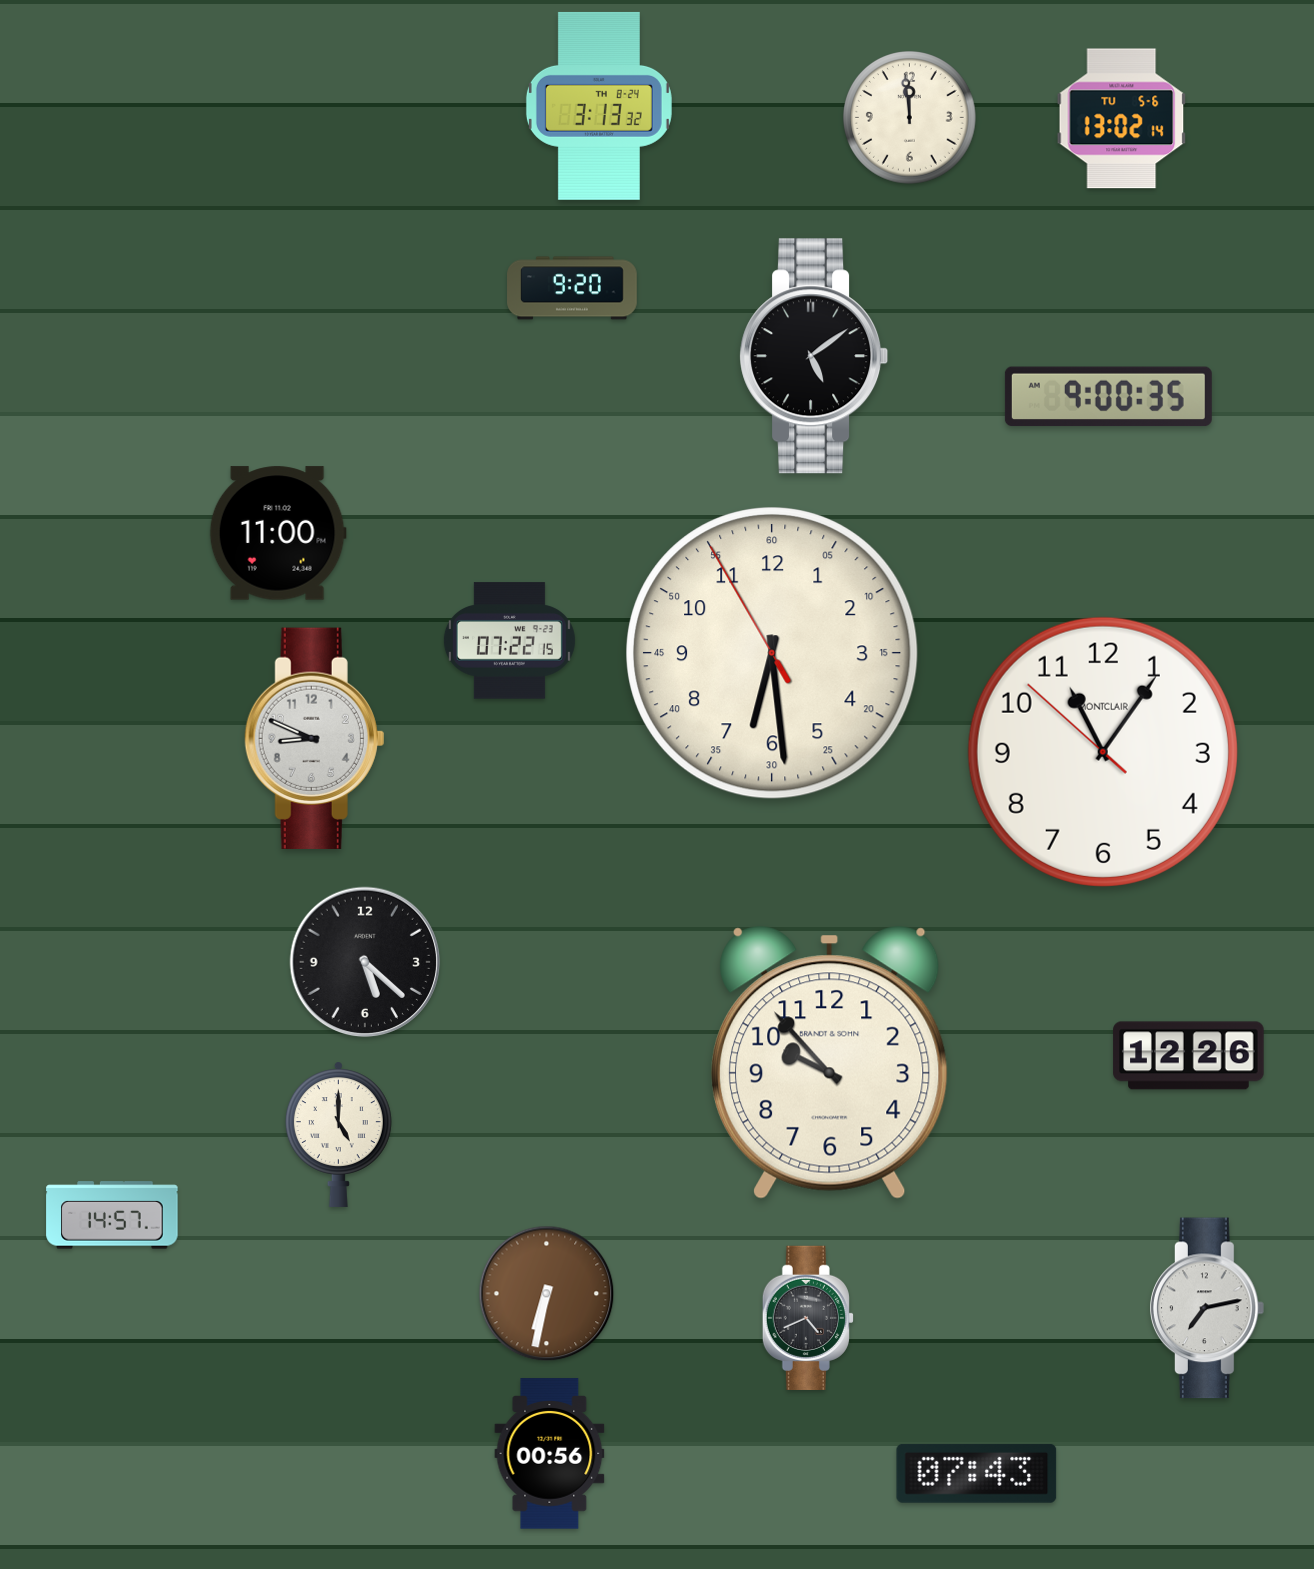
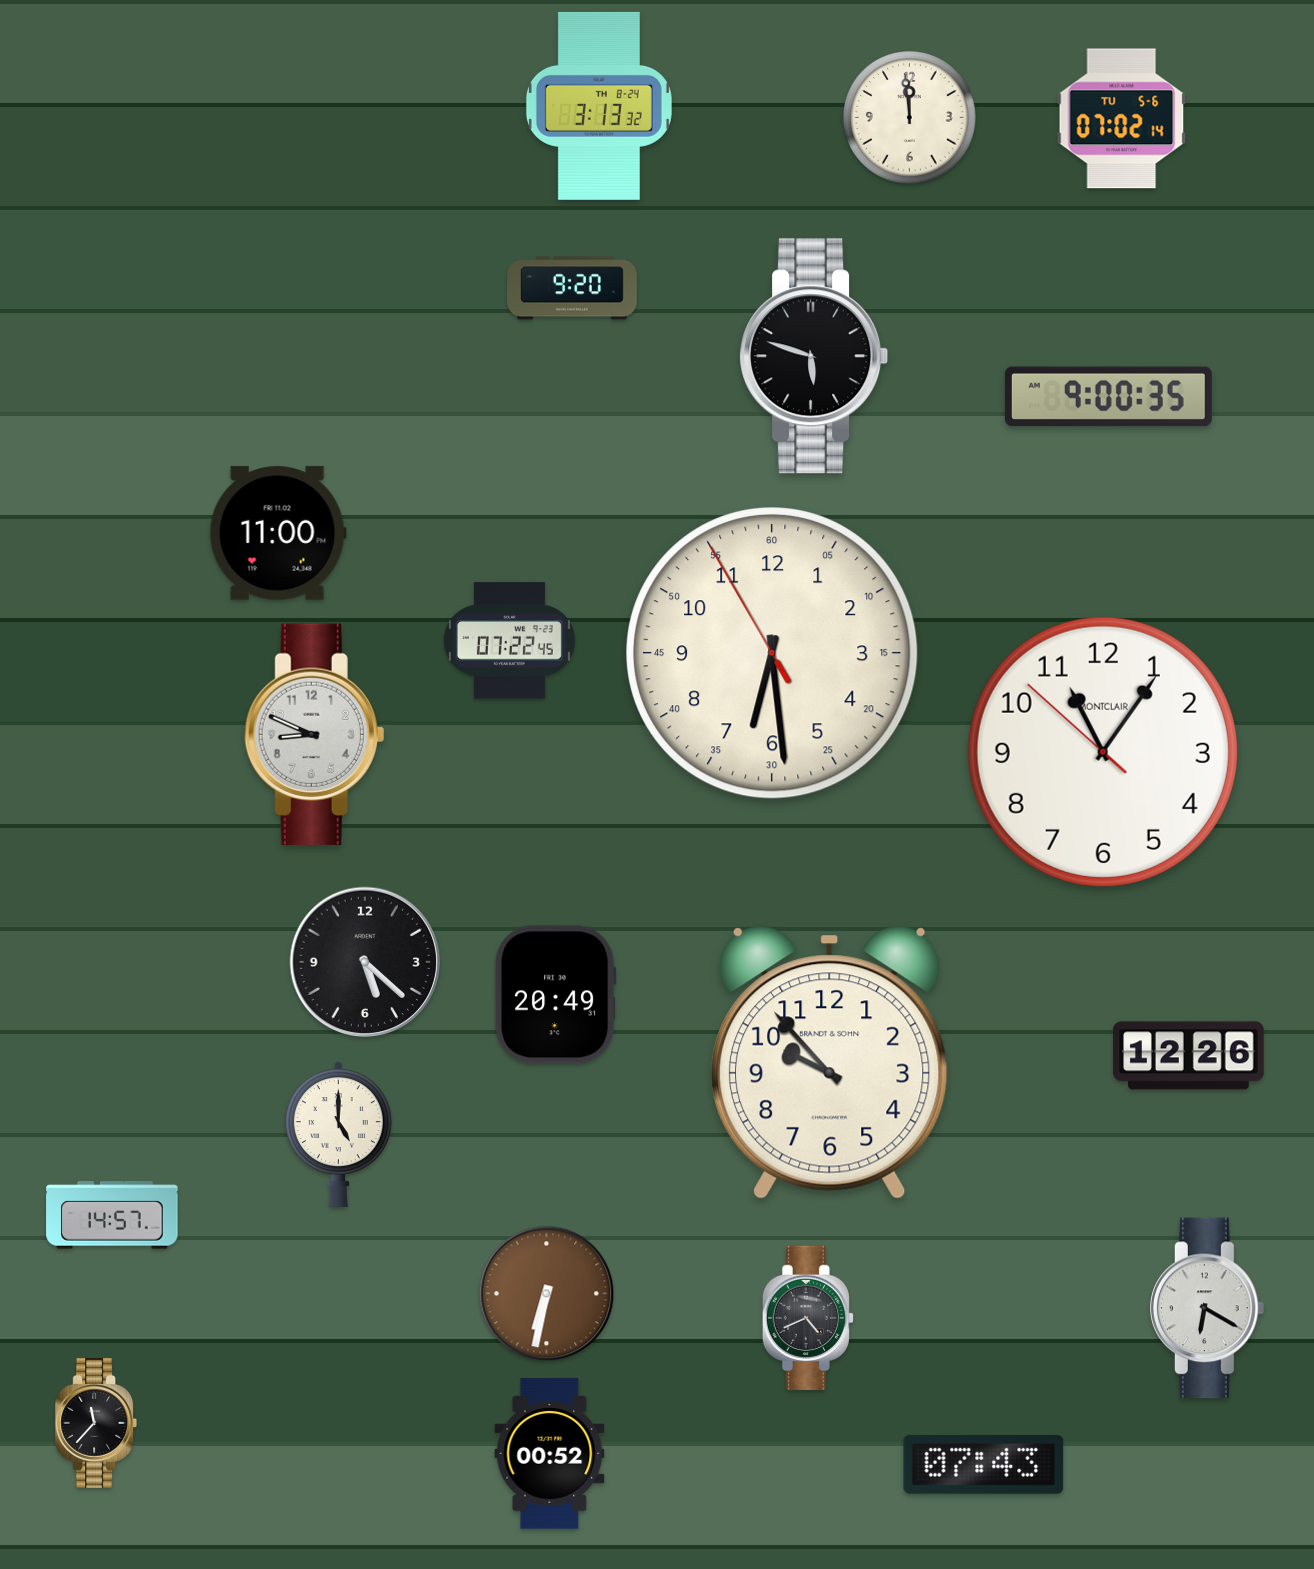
clock at (1122, 119): 13:02 -> 07:02
clock at (814, 356): 5:09 -> 5:48
clock at (509, 641): 07:22:15 -> 07:22:45
clock at (315, 738) position: (315, 738) -> (315, 734)
clock at (555, 995): none -> 20:49
clock at (1208, 1308): 7:13 -> 6:20
clock at (95, 1424): none -> 11:37
clock at (550, 1454): 00:56 -> 00:52
clock at (977, 1473) position: (977, 1473) -> (984, 1464)
